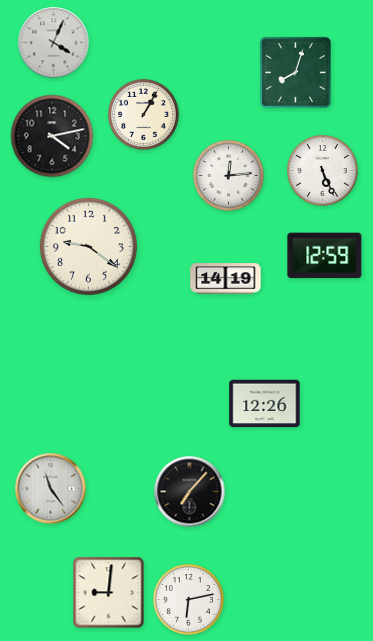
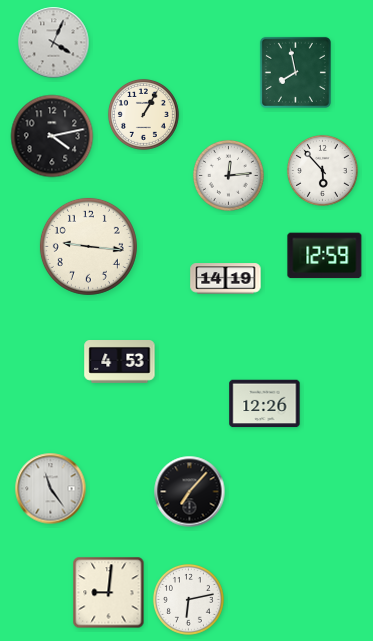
clock at (295, 72): 8:03 -> 7:58
clock at (323, 171): 5:26 -> 5:53
clock at (88, 246): 9:21 -> 9:16
clock at (120, 362): none -> 4:53
